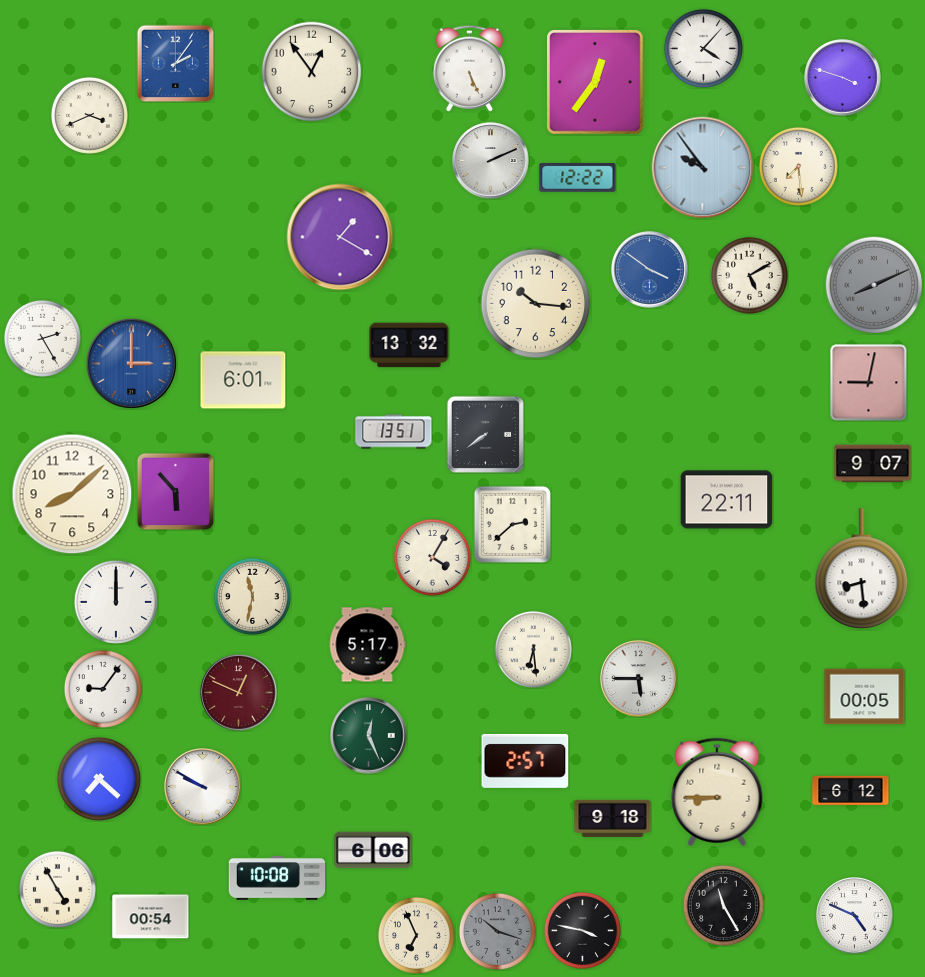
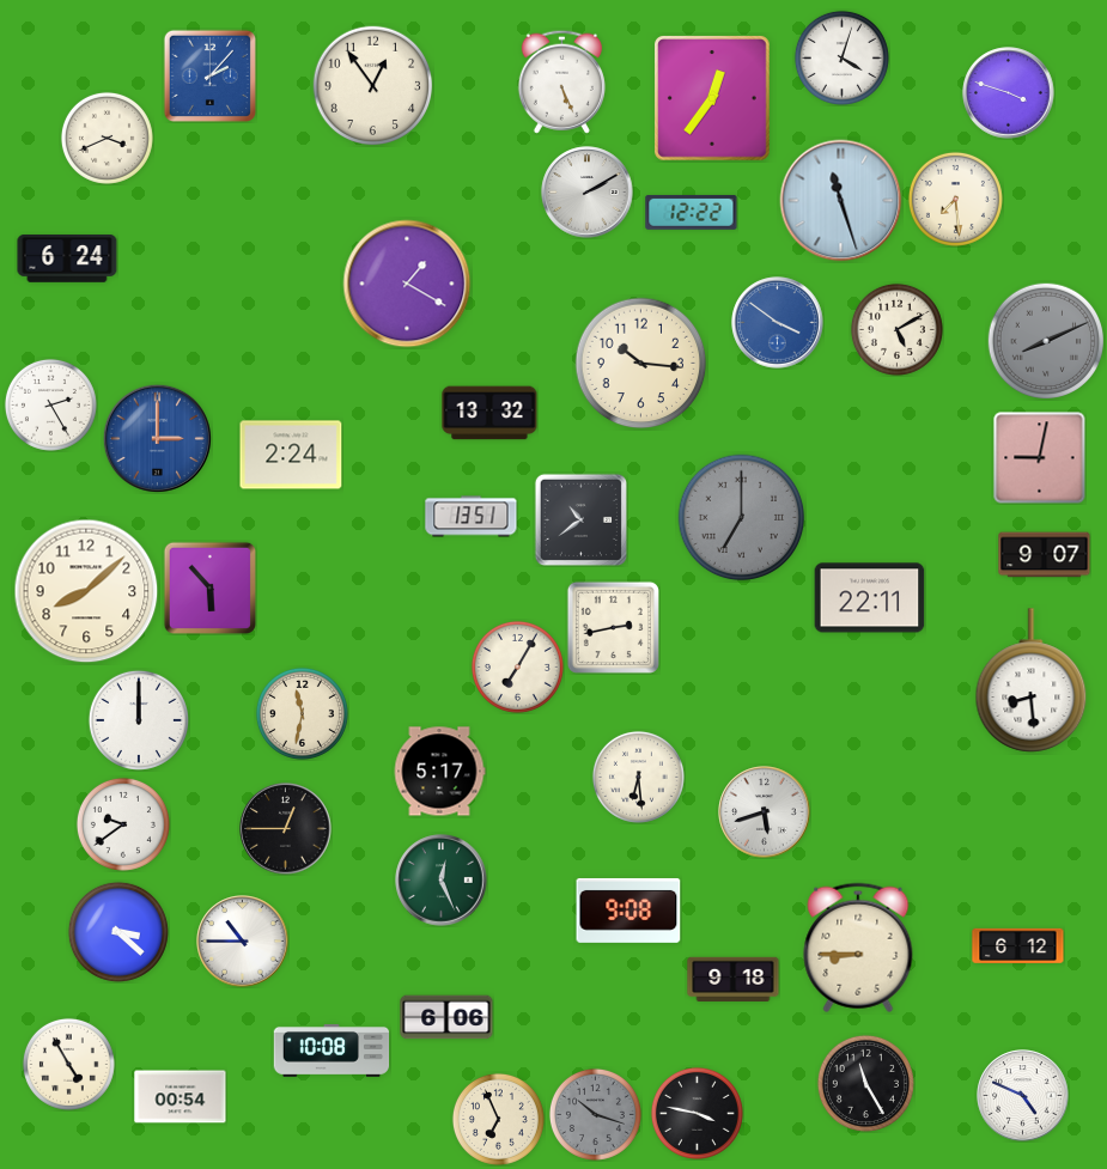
clock at (703, 48): 4:07 -> 4:03
clock at (175, 63): 2:06 -> 2:07
clock at (491, 161): 2:11 -> 2:10
clock at (703, 168): 9:54 -> 11:27
clock at (67, 258): none -> 6:24
clock at (131, 363) position: (131, 363) -> (157, 438)
clock at (243, 380): 6:01 -> 2:24
clock at (742, 518): none -> 7:00
clock at (485, 434): 7:39 -> 10:39
clock at (512, 524): 2:38 -> 2:43
clock at (432, 557): 4:05 -> 7:05
clock at (639, 679): 5:45 -> 5:42
clock at (103, 689): 9:06 -> 9:39
clock at (239, 693): 12:49 -> 12:45
clock at (239, 693) dial: burgundy -> black
clock at (865, 697): 00:05 -> none
clock at (525, 761): 2:57 -> 9:08
clock at (99, 779): 7:22 -> 3:22
clock at (203, 787): 9:50 -> 10:45
